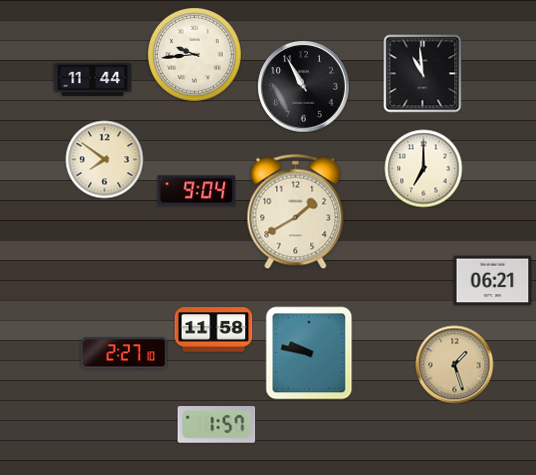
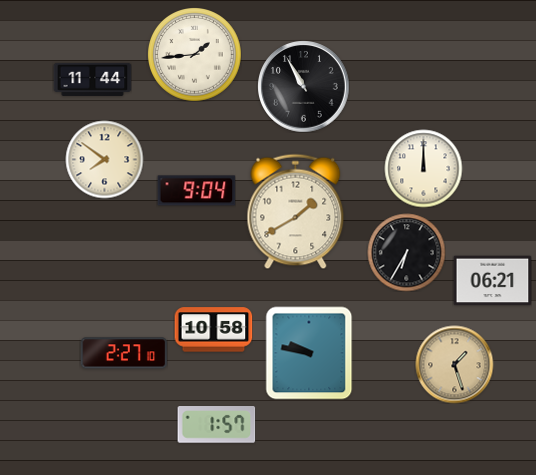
clock at (195, 55): 9:44 -> 1:44
clock at (422, 73): 10:59 -> none
clock at (423, 168): 7:00 -> 12:00
clock at (406, 252): none -> 6:35
clock at (213, 330): 11:58 -> 10:58
